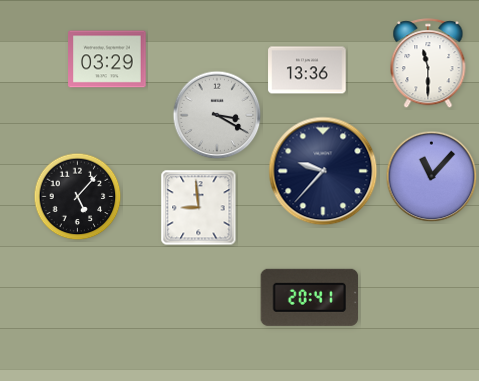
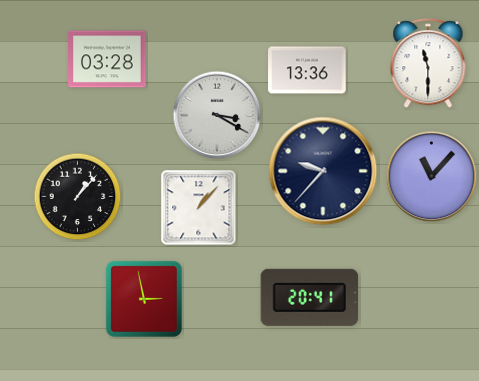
clock at (107, 59): 03:29 -> 03:28
clock at (78, 197): 5:07 -> 1:07
clock at (199, 208): 8:59 -> 1:07
clock at (144, 299): none -> 2:58
